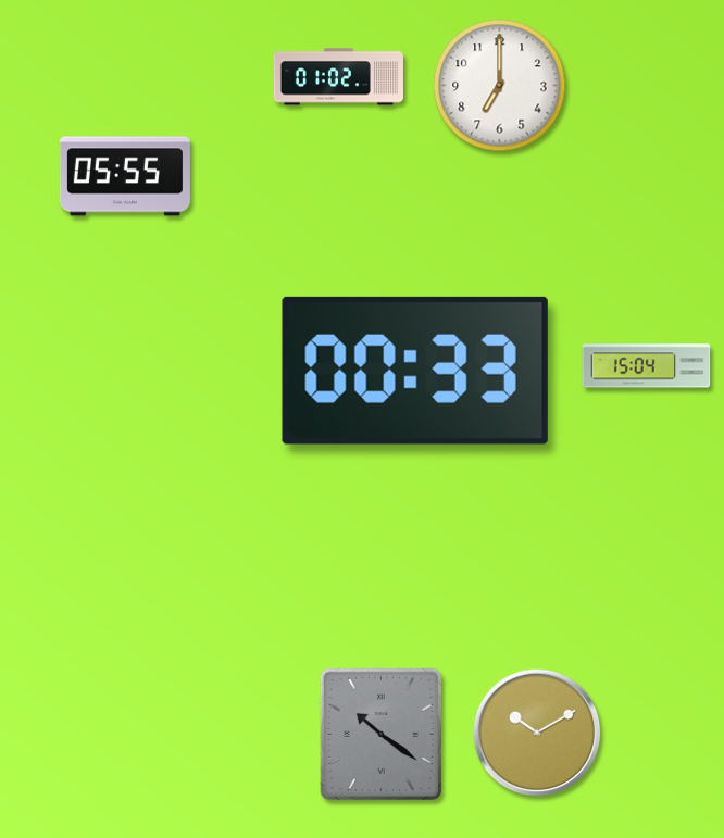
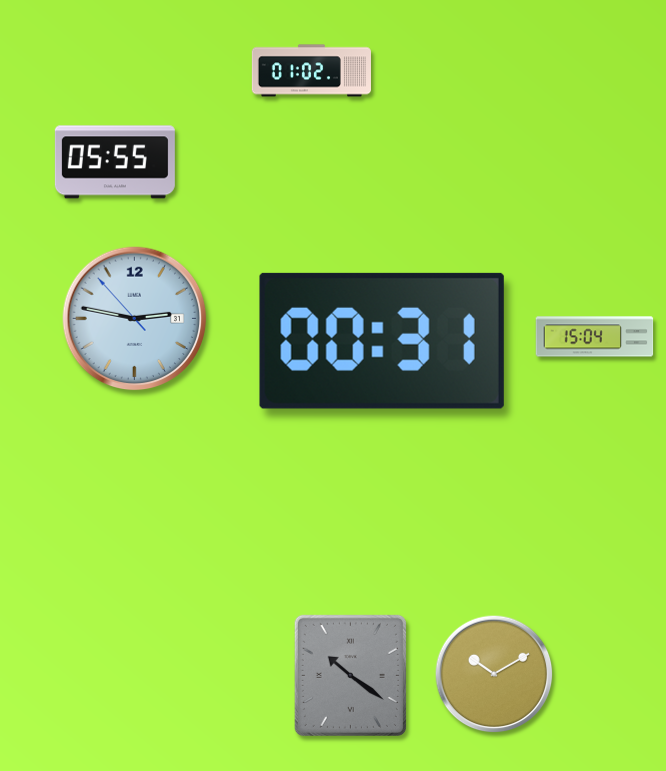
clock at (500, 86): 7:00 -> none
clock at (135, 319): none -> 2:46
clock at (415, 371): 00:33 -> 00:31
